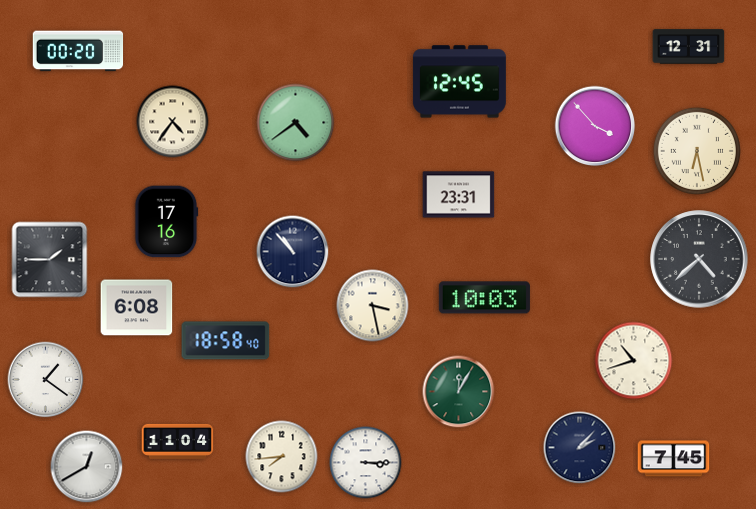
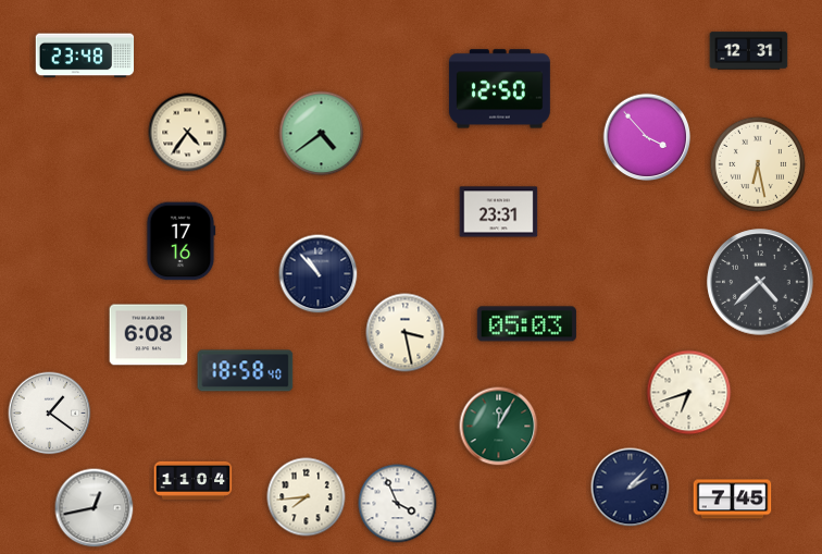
clock at (78, 51): 00:20 -> 23:48
clock at (459, 82): 12:45 -> 12:50
clock at (50, 260): 1:45 -> none
clock at (484, 298): 10:03 -> 05:03
clock at (634, 361): 10:42 -> 6:42
clock at (366, 463): 3:15 -> 3:56
clock at (87, 467): 12:40 -> 12:43
